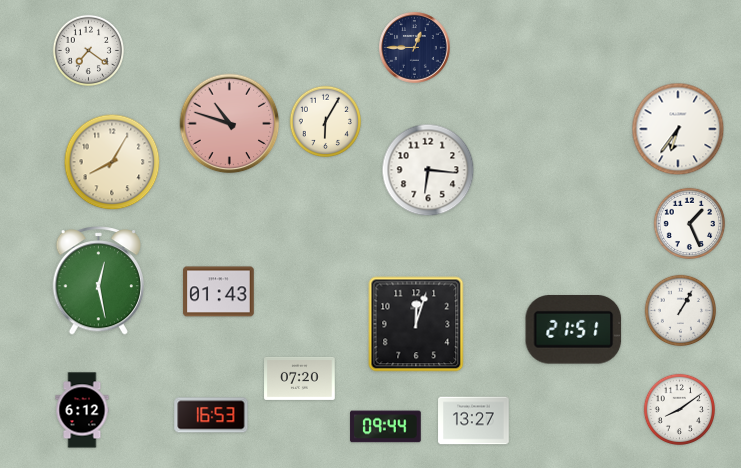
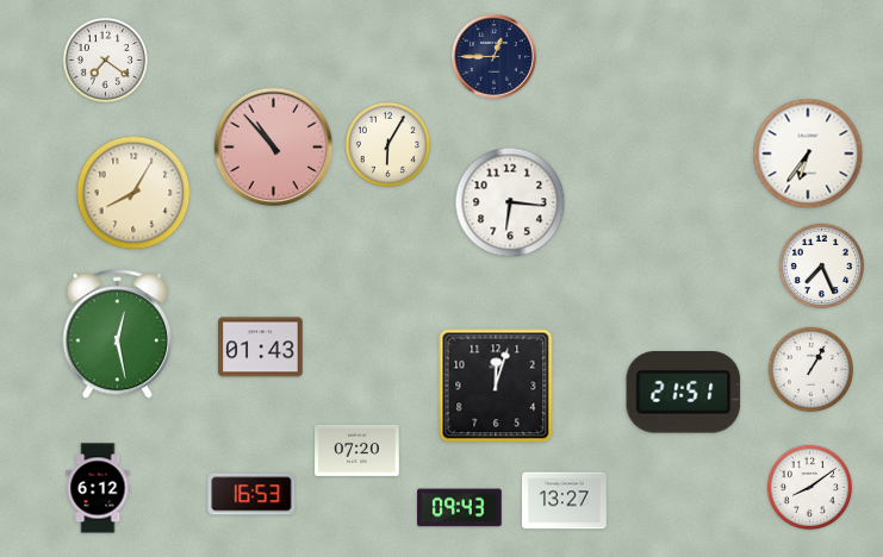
clock at (230, 124): 10:48 -> 10:53
clock at (689, 223): 1:26 -> 7:26
clock at (386, 427): 09:44 -> 09:43
